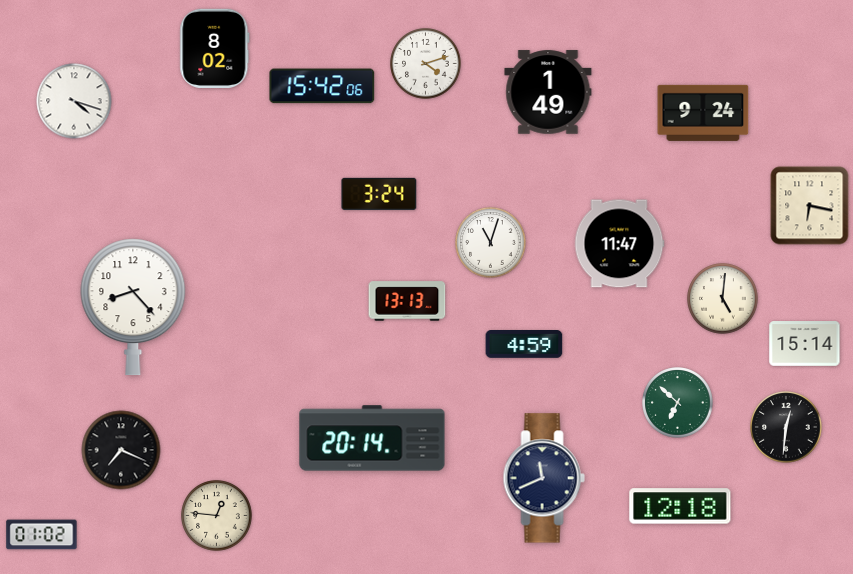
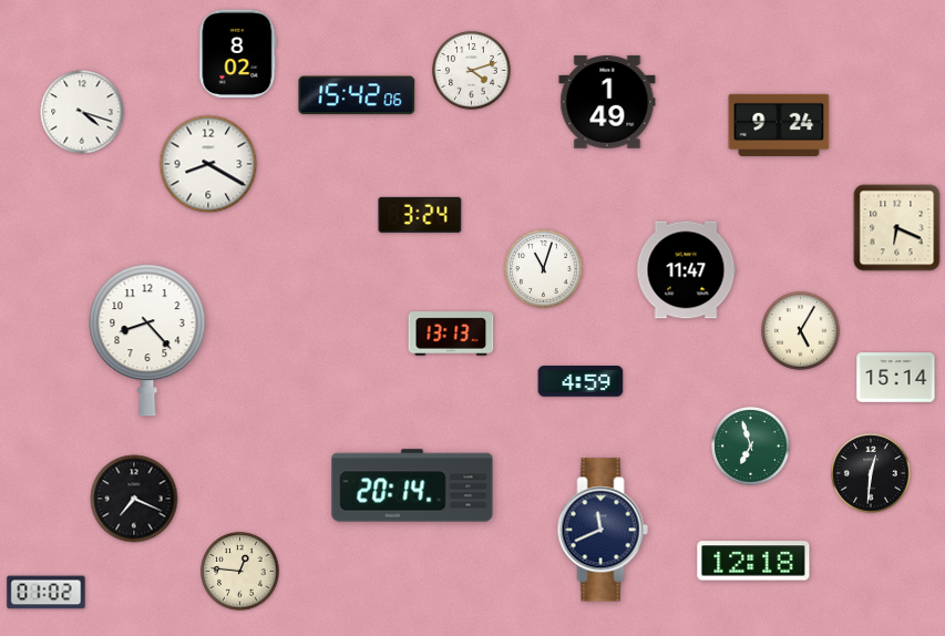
clock at (208, 164): none -> 8:20
clock at (810, 206): 6:17 -> 6:19
clock at (723, 299): 5:01 -> 5:05
clock at (805, 344) position: (805, 344) -> (896, 378)
clock at (678, 403): 6:52 -> 6:57
